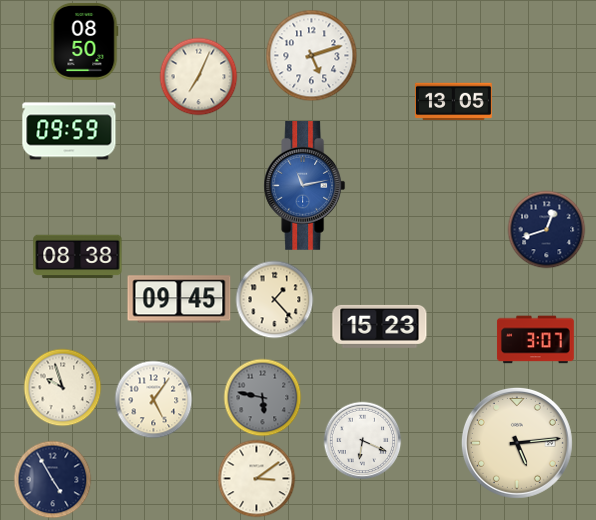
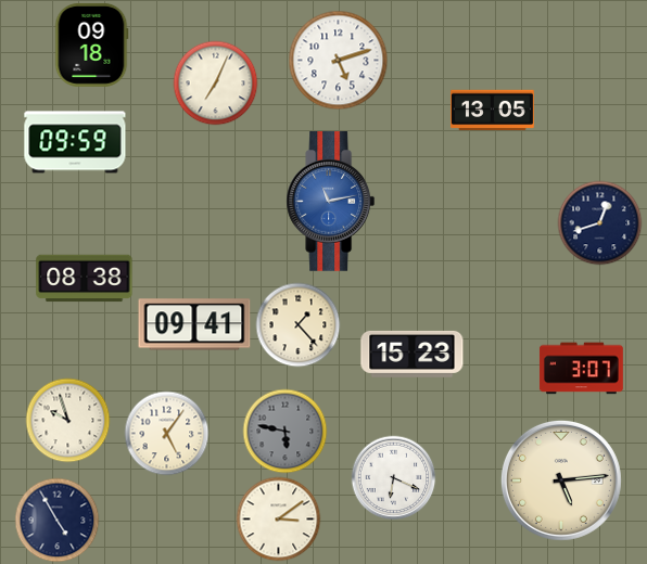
clock at (84, 41): 08:50 -> 09:18
clock at (546, 229) position: (546, 229) -> (599, 222)
clock at (179, 299): 09:45 -> 09:41
